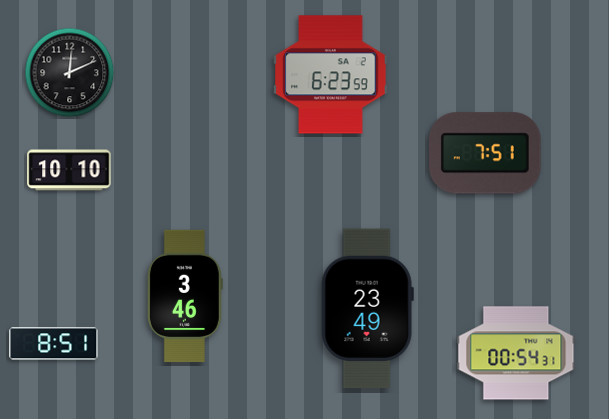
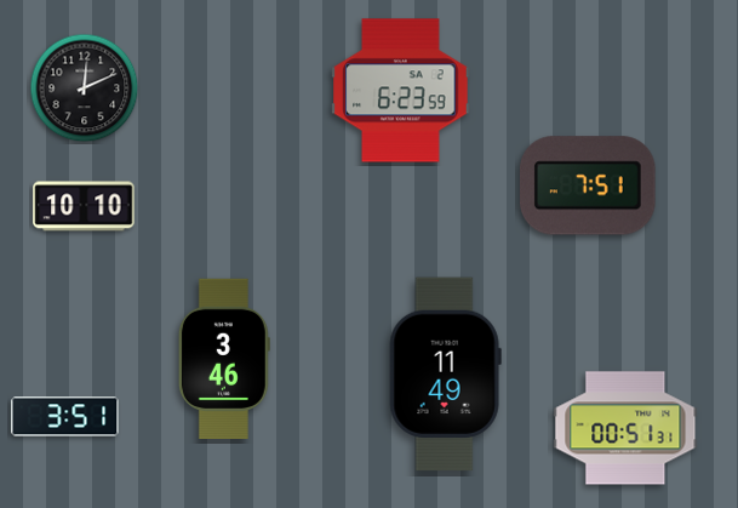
clock at (367, 309): 23:49 -> 11:49
clock at (54, 344): 8:51 -> 3:51
clock at (516, 353): 00:54 -> 00:51
